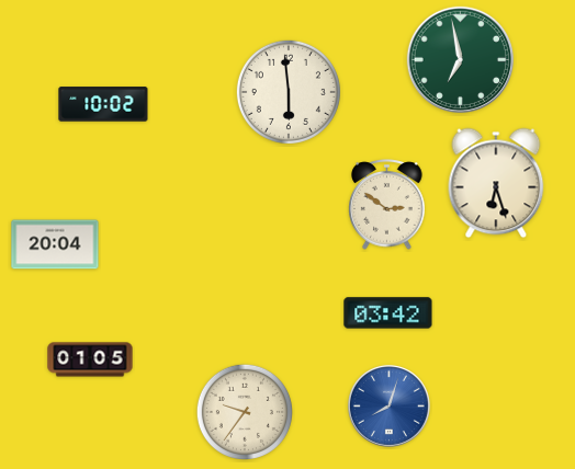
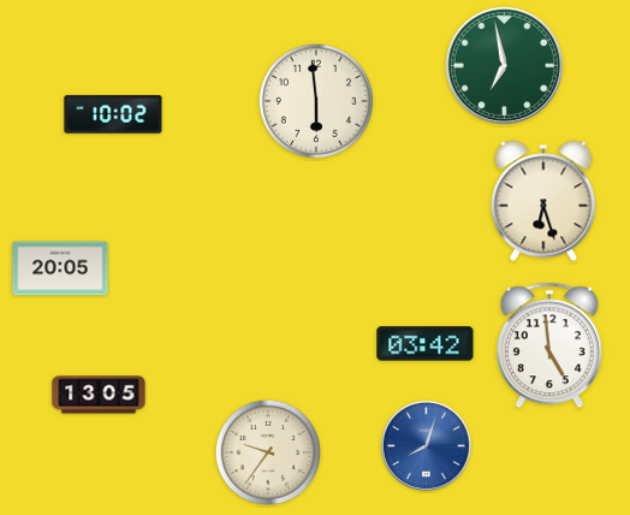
clock at (387, 205): 2:51 -> none
clock at (55, 244): 20:04 -> 20:05
clock at (549, 345): none -> 4:59
clock at (90, 359): 01:05 -> 13:05
